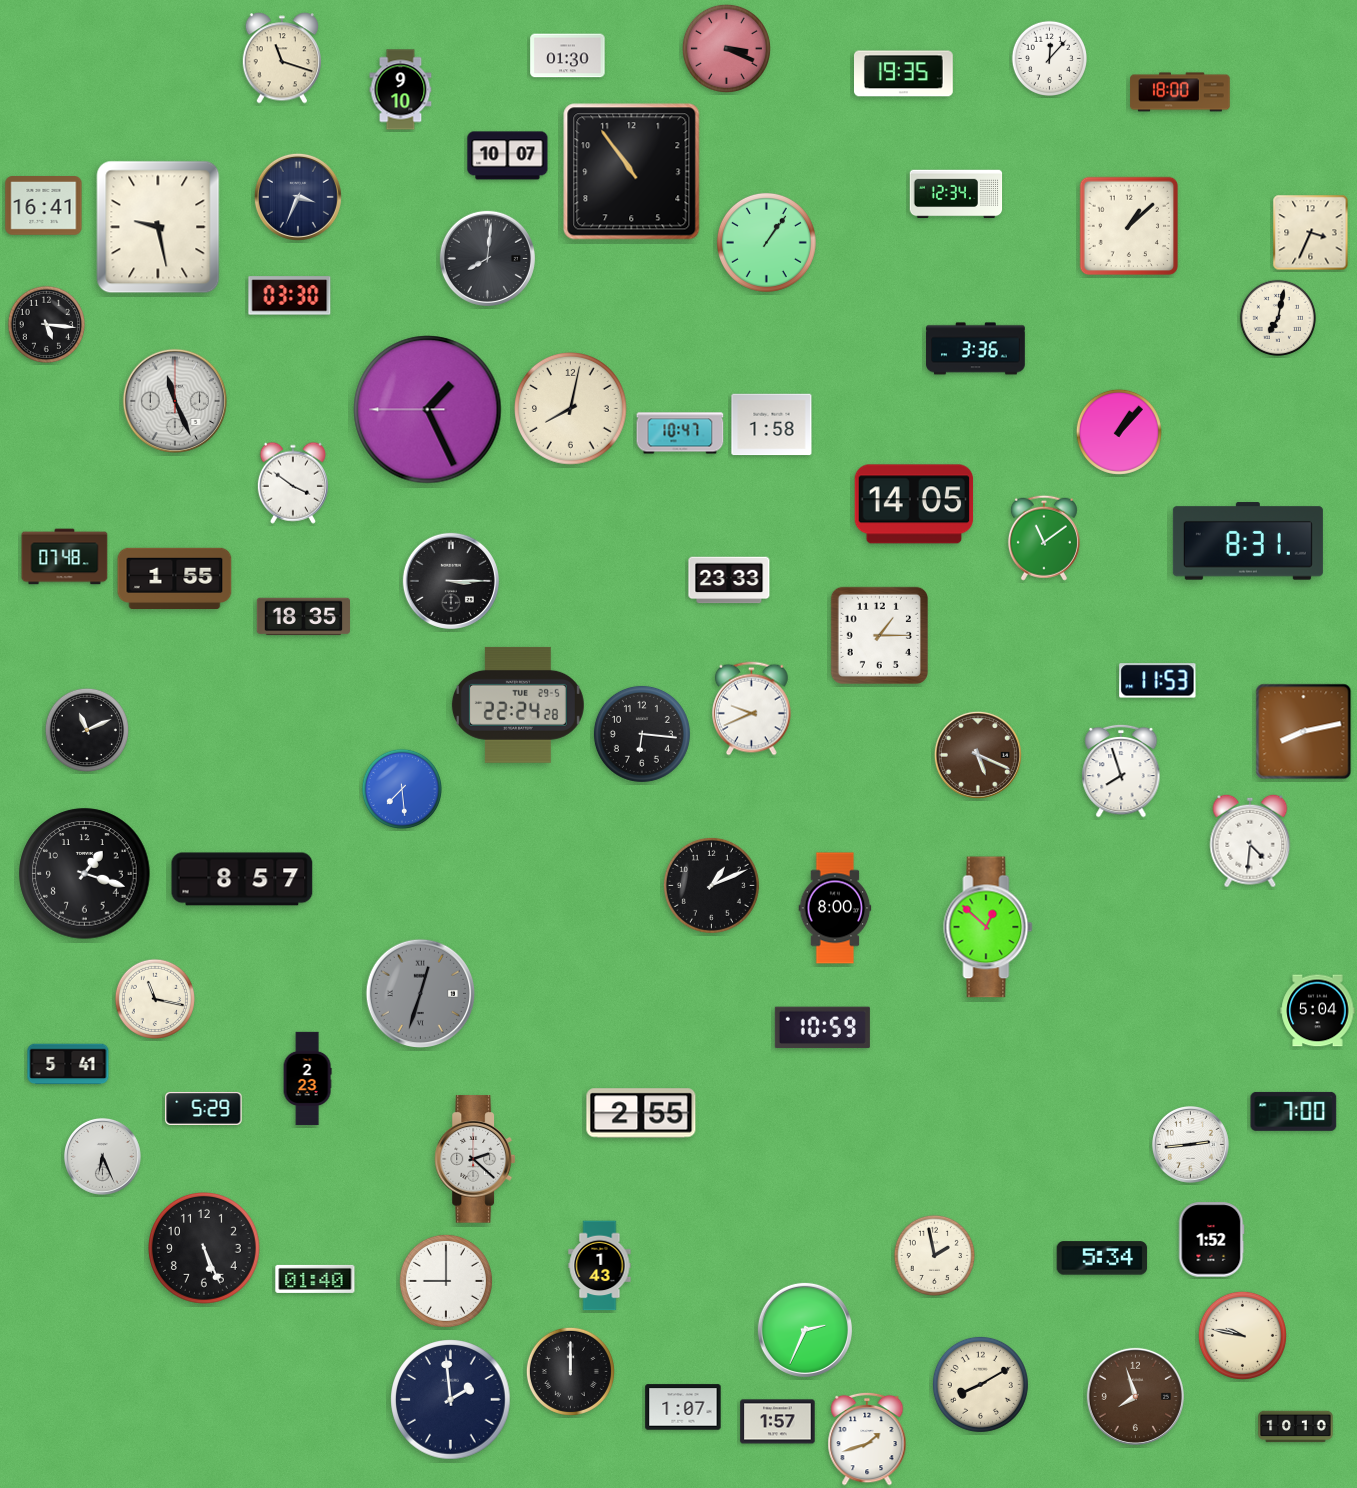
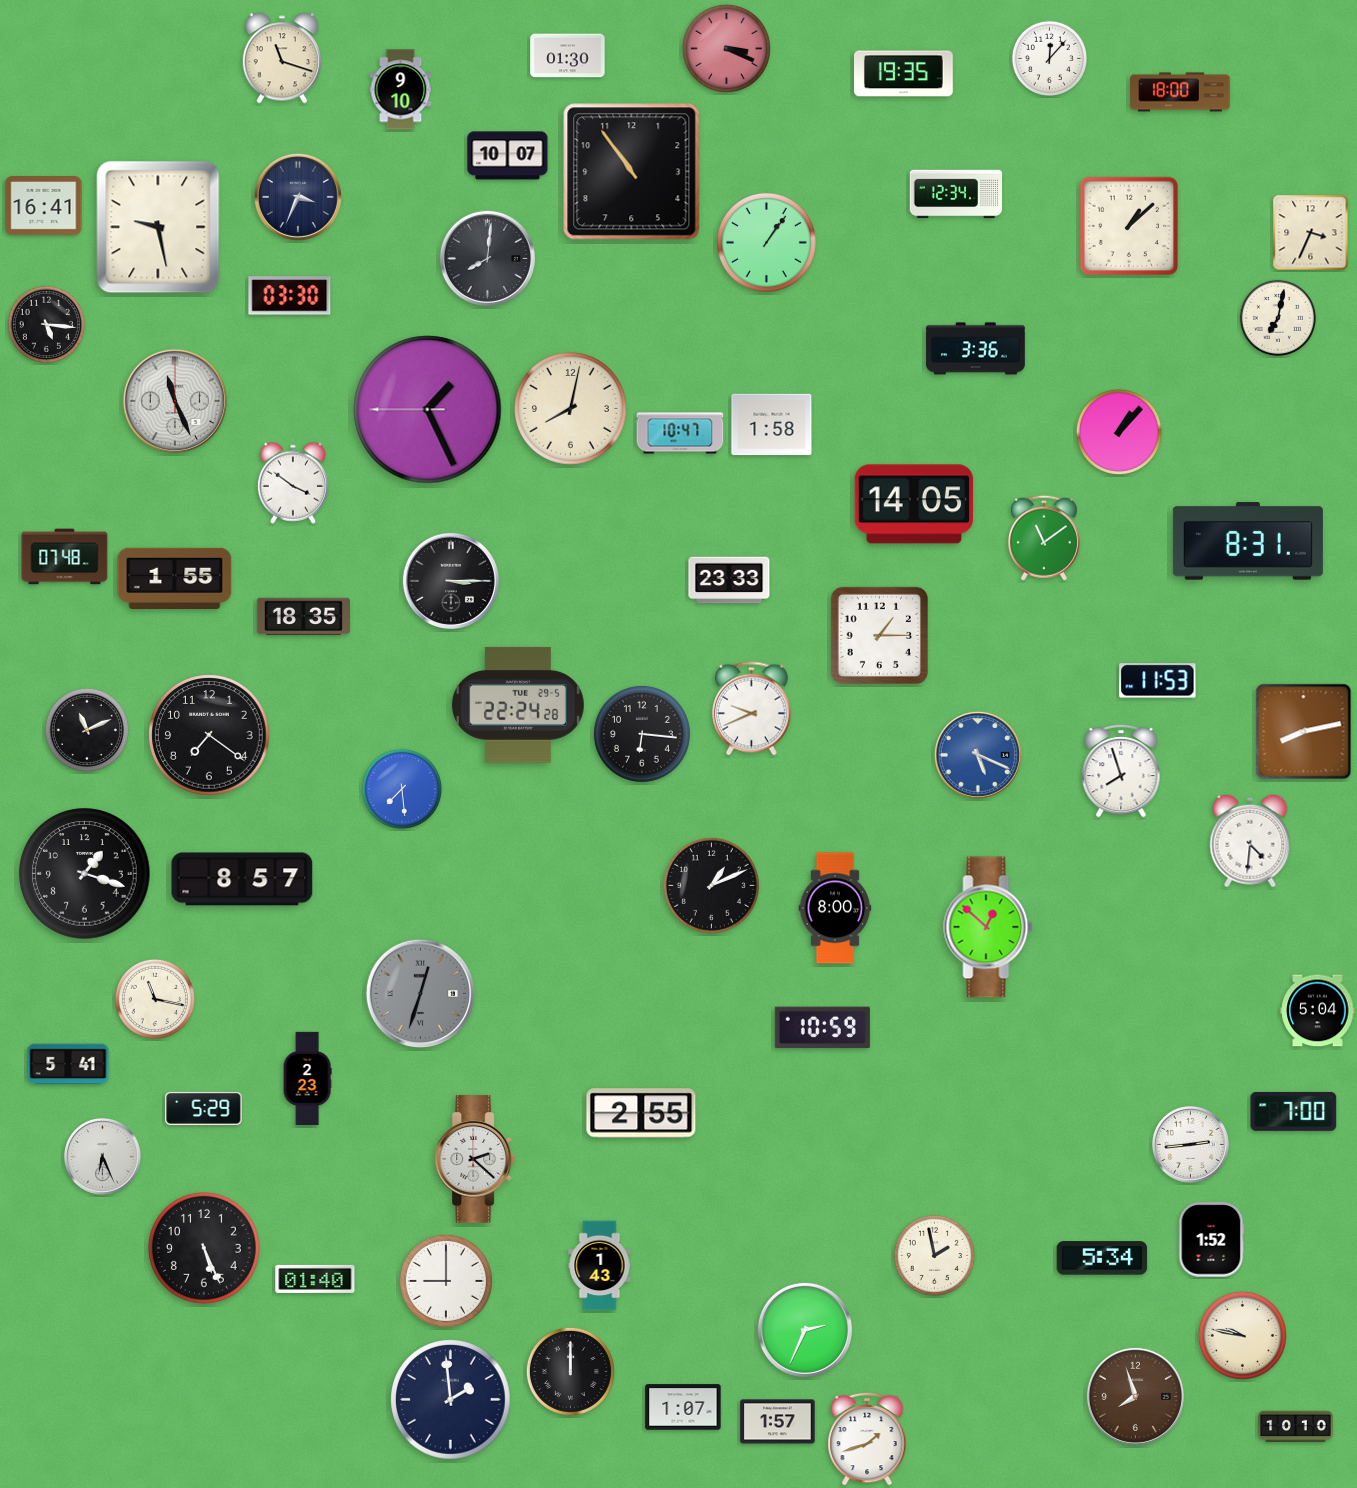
clock at (209, 735): none -> 7:21
clock at (978, 755) dial: brown -> blue
clock at (980, 1384): 8:10 -> none
